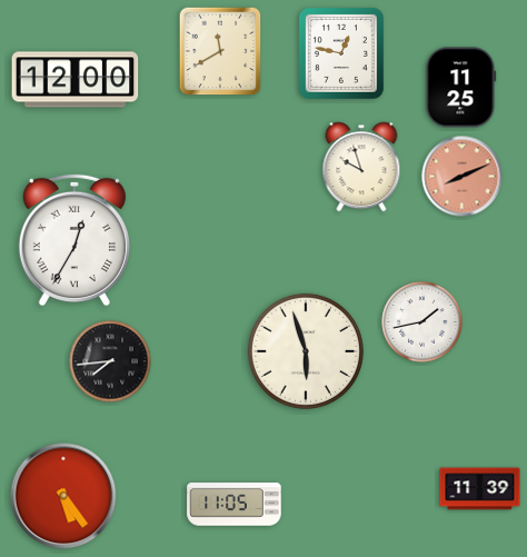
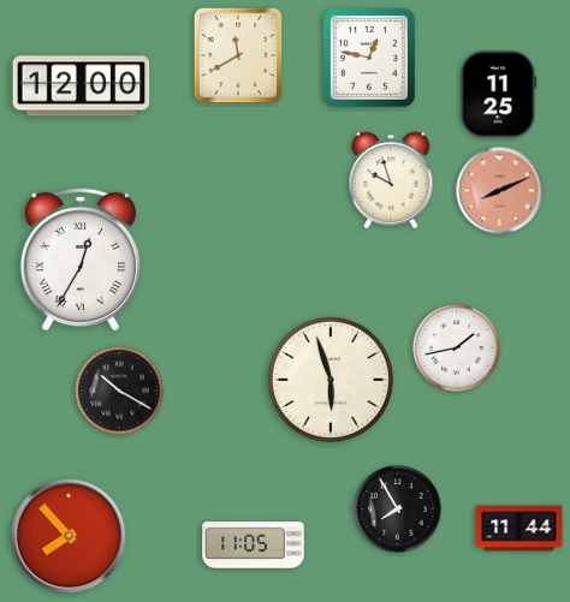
clock at (110, 361): 7:44 -> 10:20
clock at (398, 509): none -> 7:55
clock at (480, 489): 11:39 -> 11:44
clock at (63, 496): 5:24 -> 7:53
